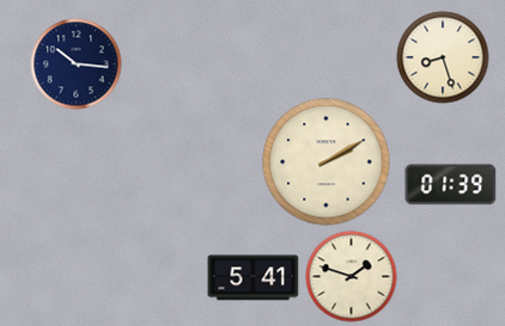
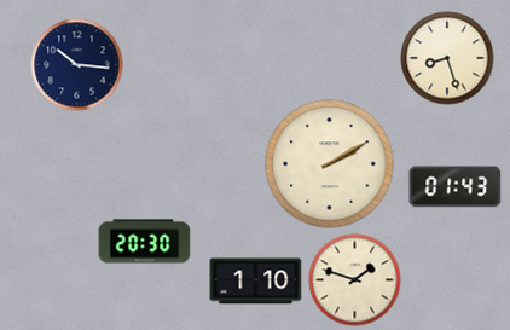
clock at (451, 185): 01:39 -> 01:43
clock at (145, 242): none -> 20:30
clock at (254, 278): 5:41 -> 1:10
